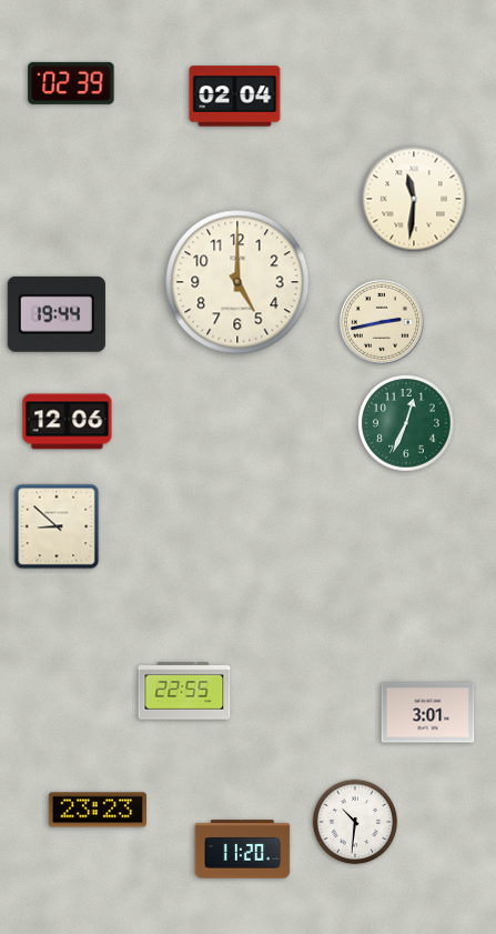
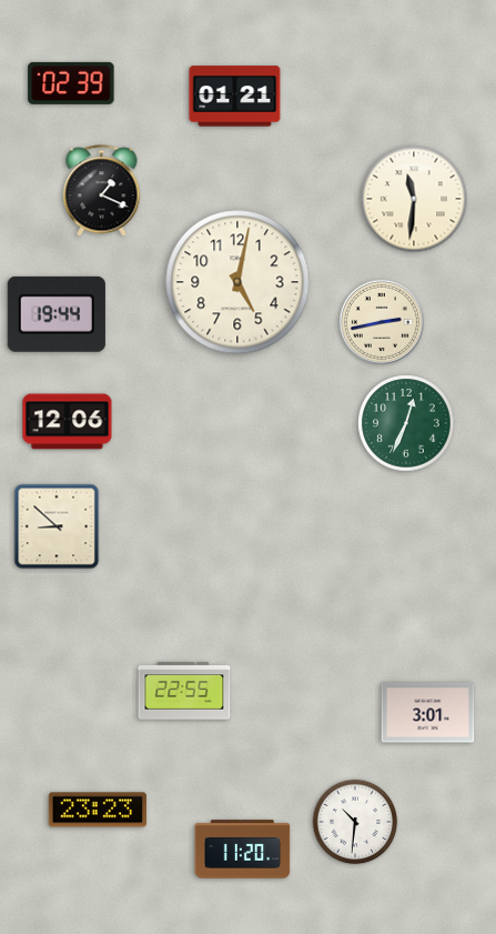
clock at (235, 97): 02:04 -> 01:21
clock at (102, 191): none -> 1:19
clock at (237, 282): 5:00 -> 5:02
